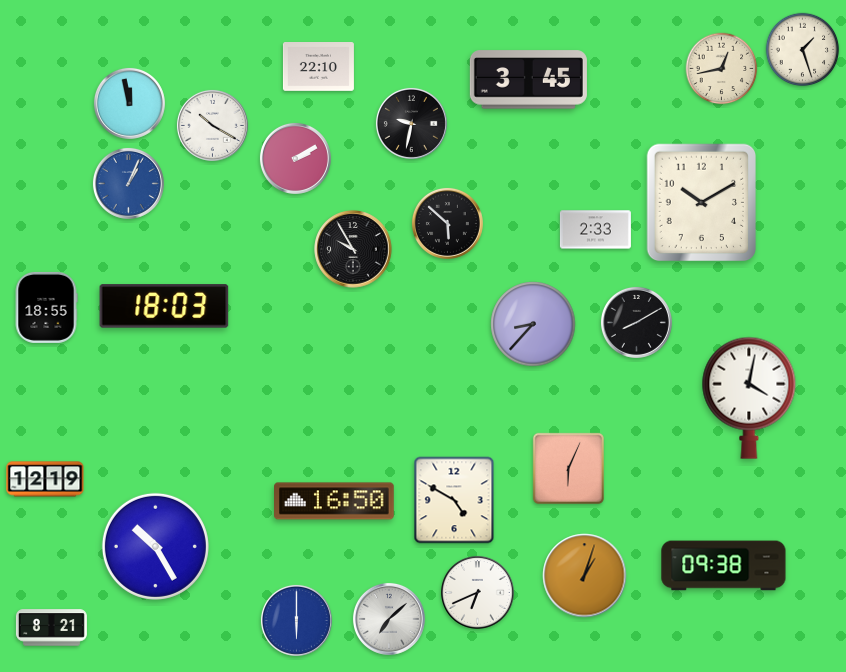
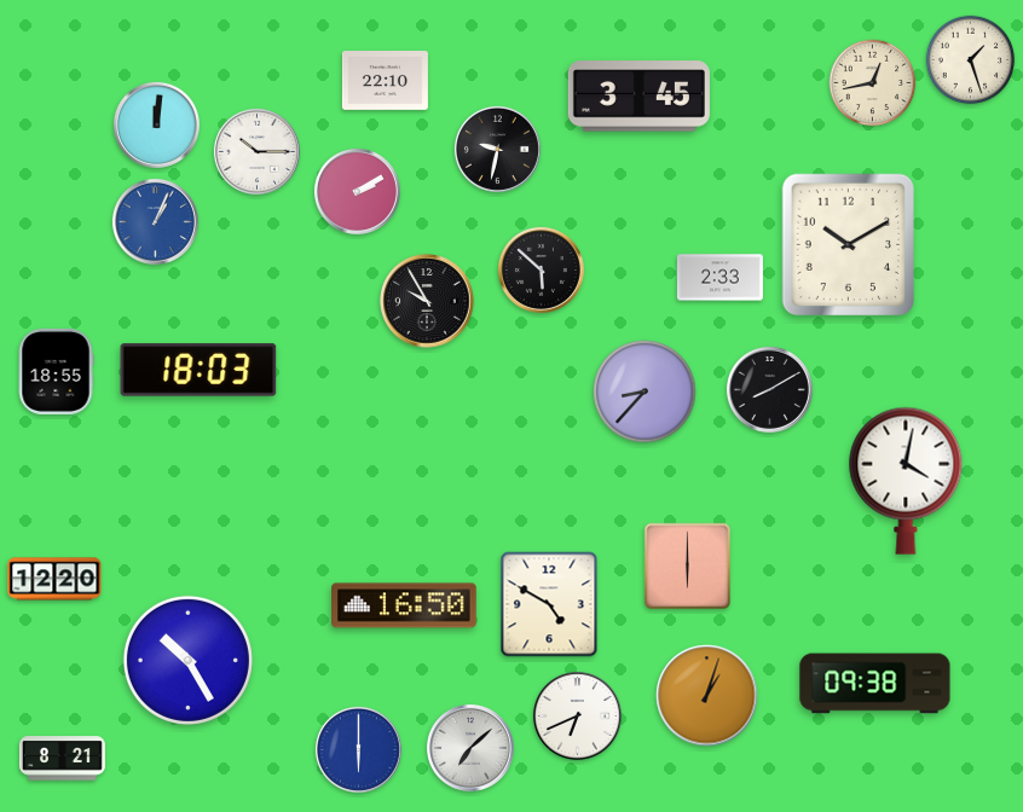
clock at (129, 103): 11:58 -> 12:01
clock at (212, 125): 10:20 -> 10:15
clock at (568, 468): 6:04 -> 6:00
clock at (45, 479): 12:19 -> 12:20
